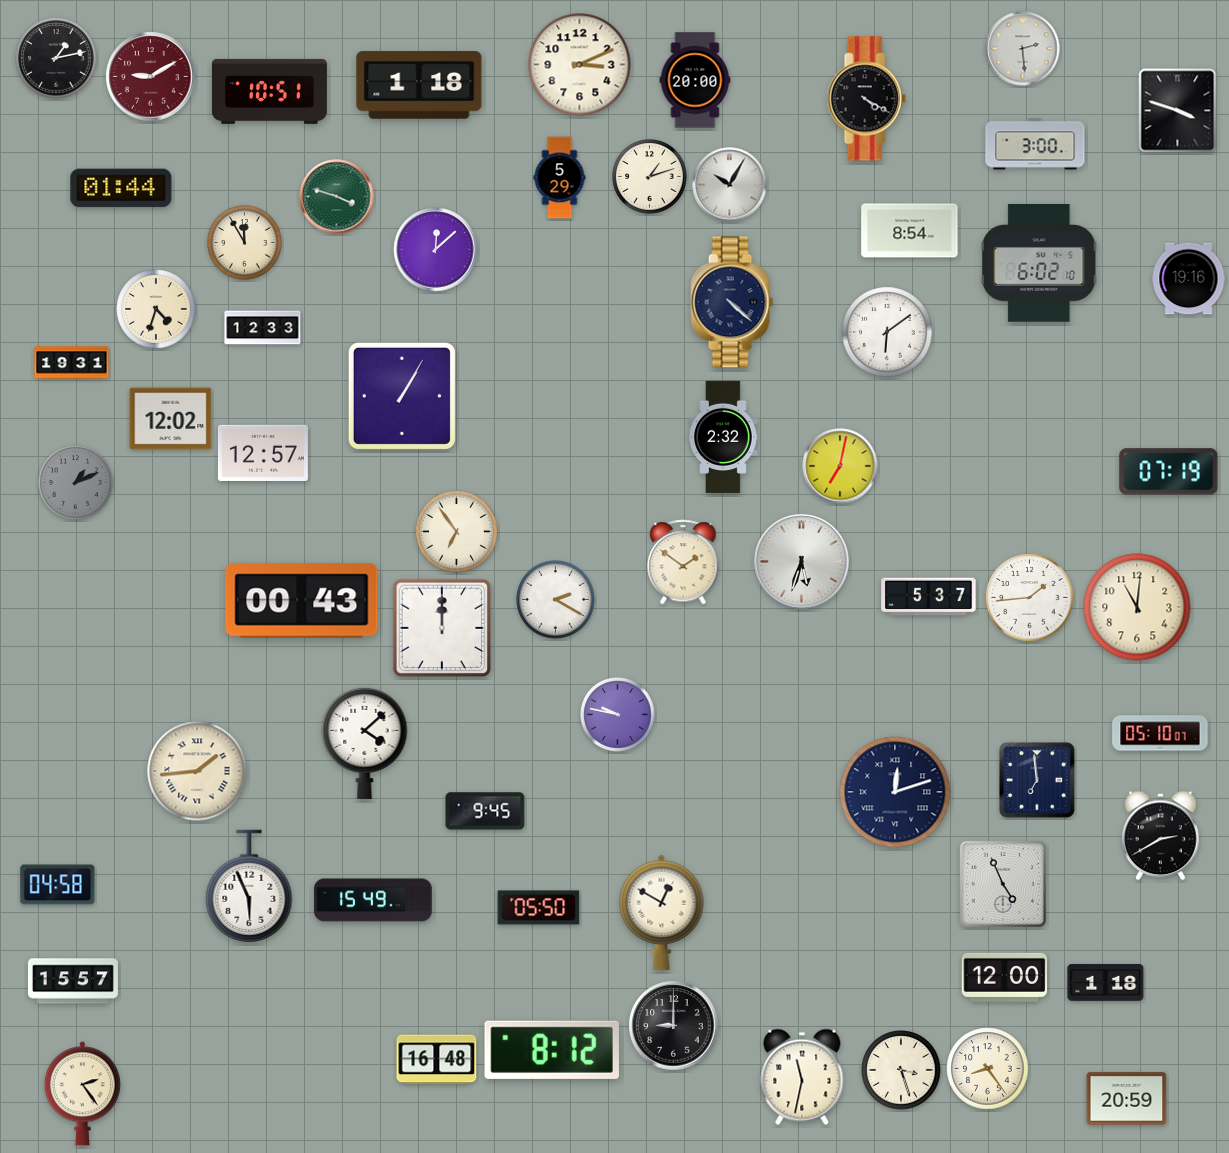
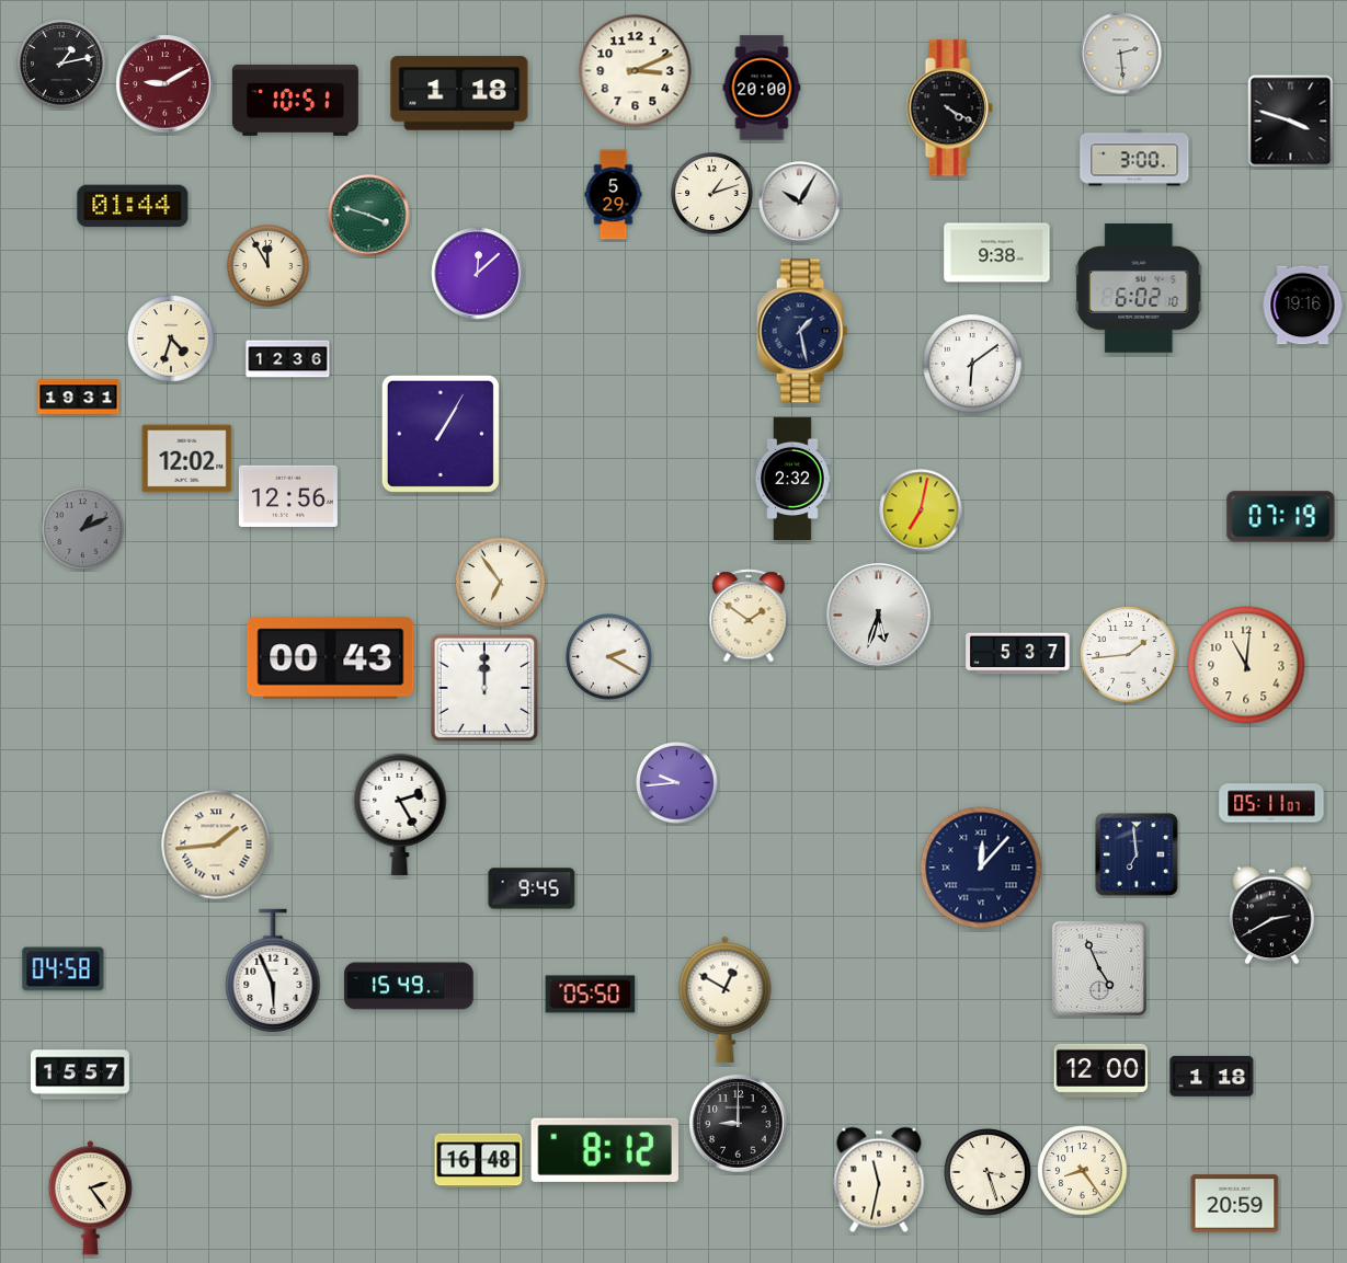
clock at (910, 231): 8:54 -> 9:38
clock at (732, 302): 4:22 -> 1:28
clock at (263, 328): 12:33 -> 12:36
clock at (263, 453): 12:57 -> 12:56
clock at (618, 715): 9:47 -> 9:44
clock at (1160, 733): 05:10 -> 05:11
clock at (365, 742): 4:08 -> 2:25
clock at (895, 792): 12:12 -> 12:07
